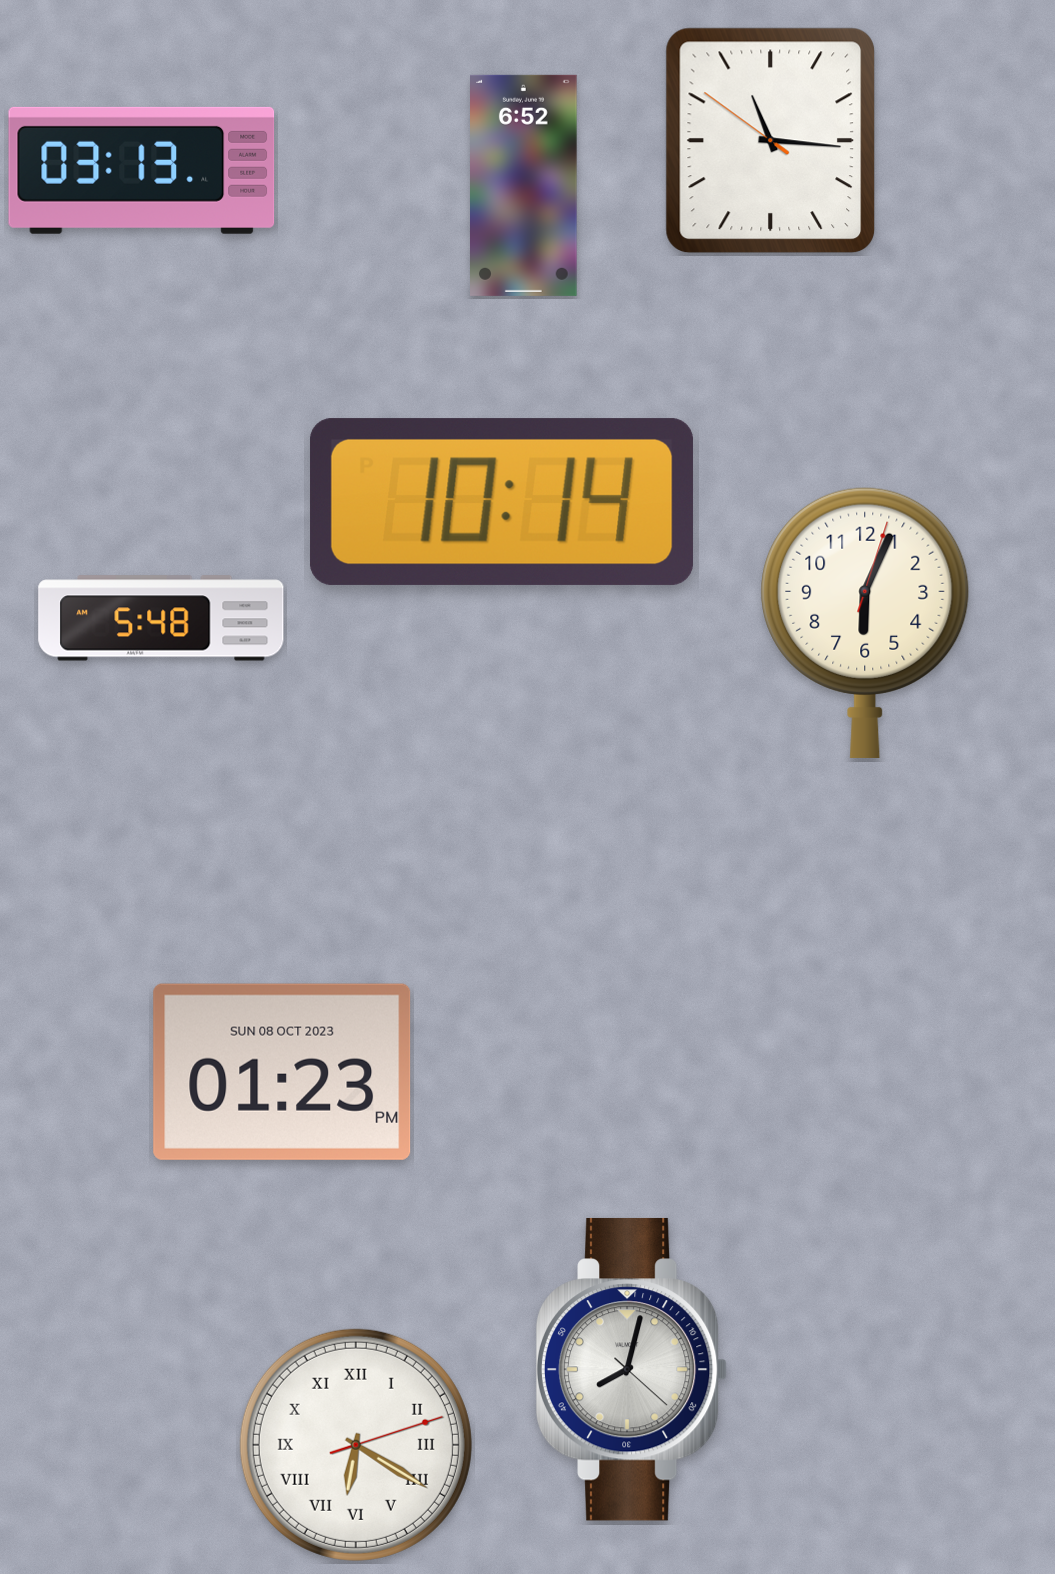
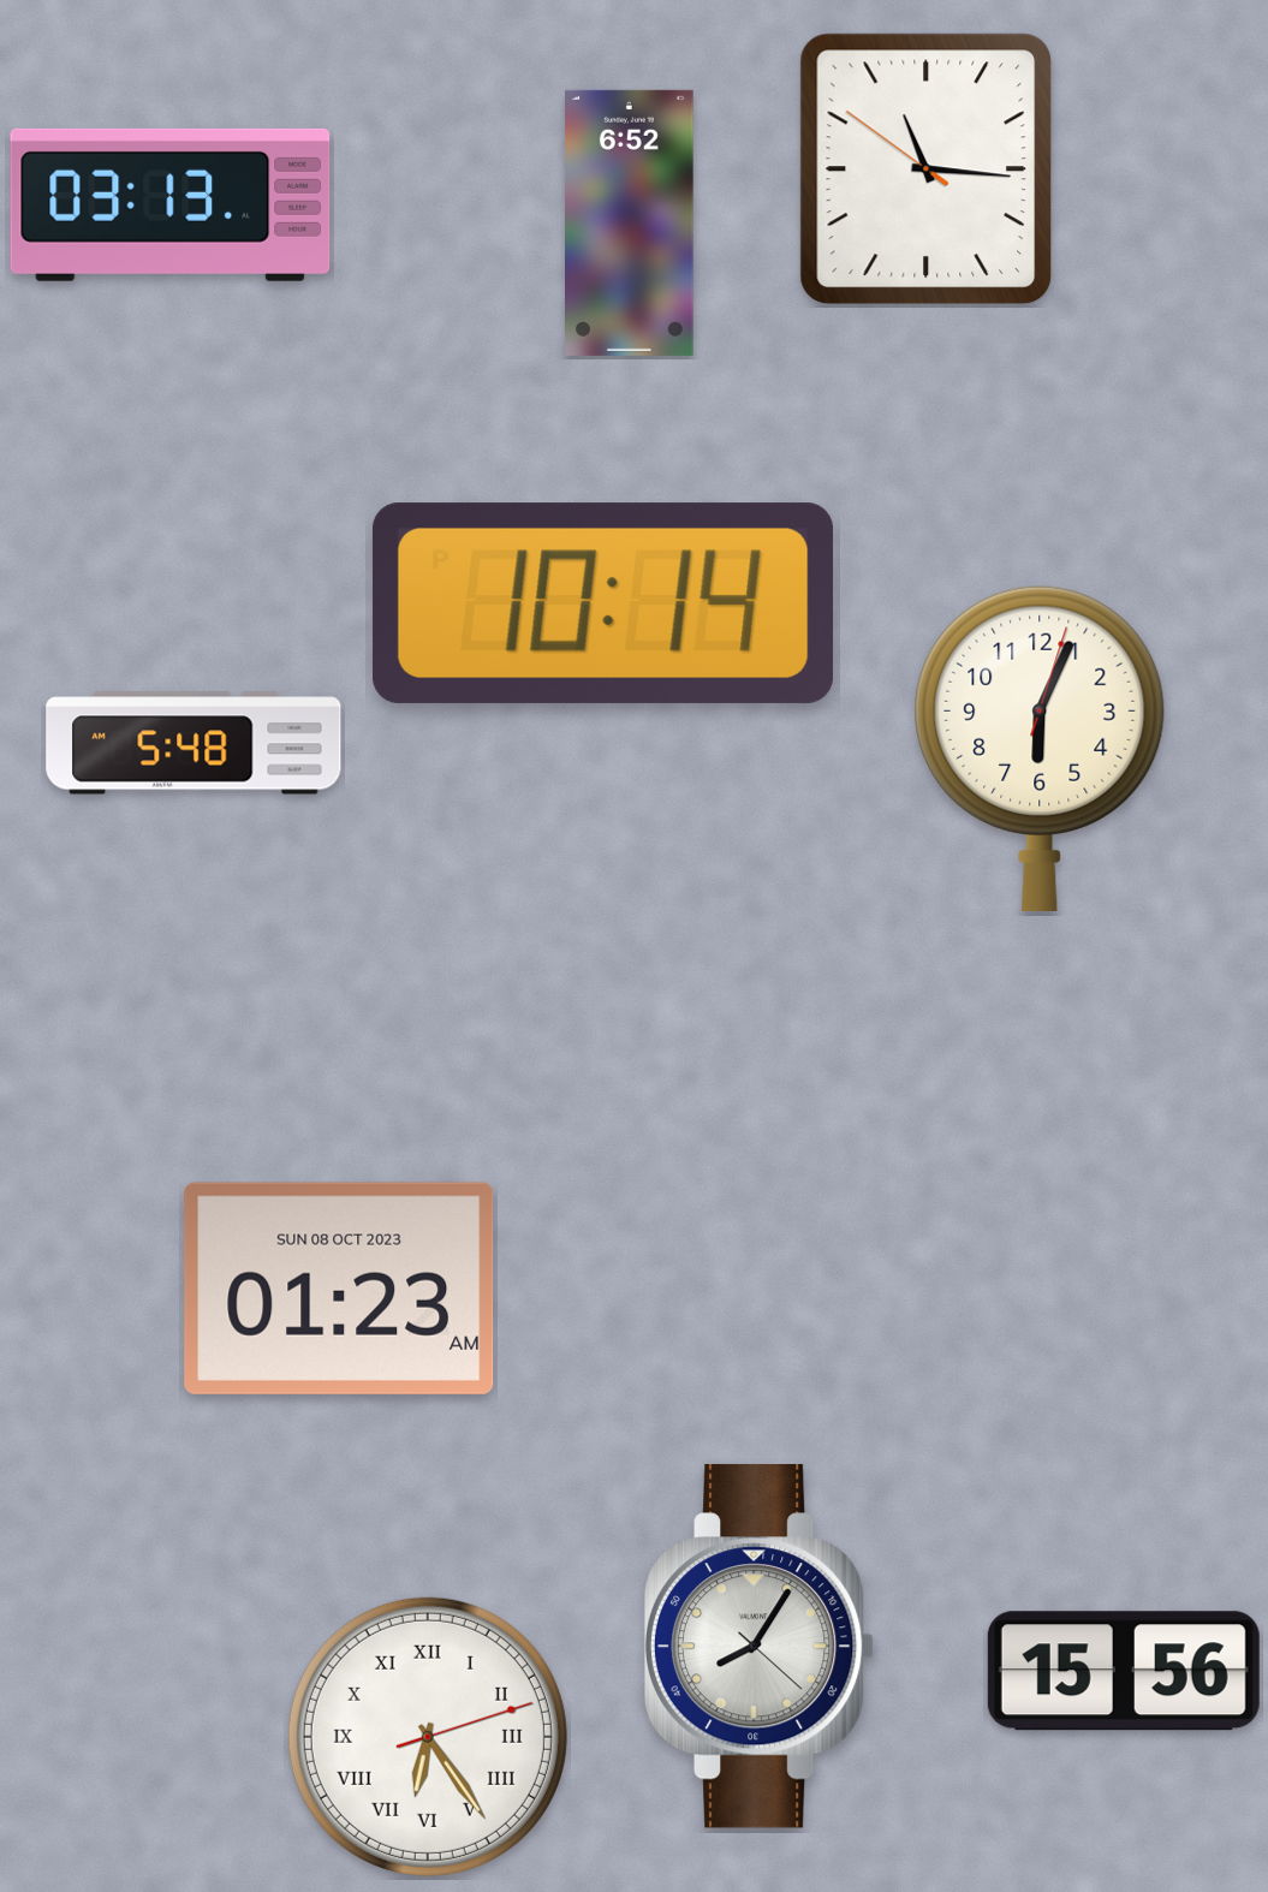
clock at (282, 1072): 01:23 PM -> 01:23 AM
clock at (632, 1369): 8:02 -> 8:05
clock at (1124, 1671): none -> 15:56
clock at (356, 1445): 6:20 -> 6:24
